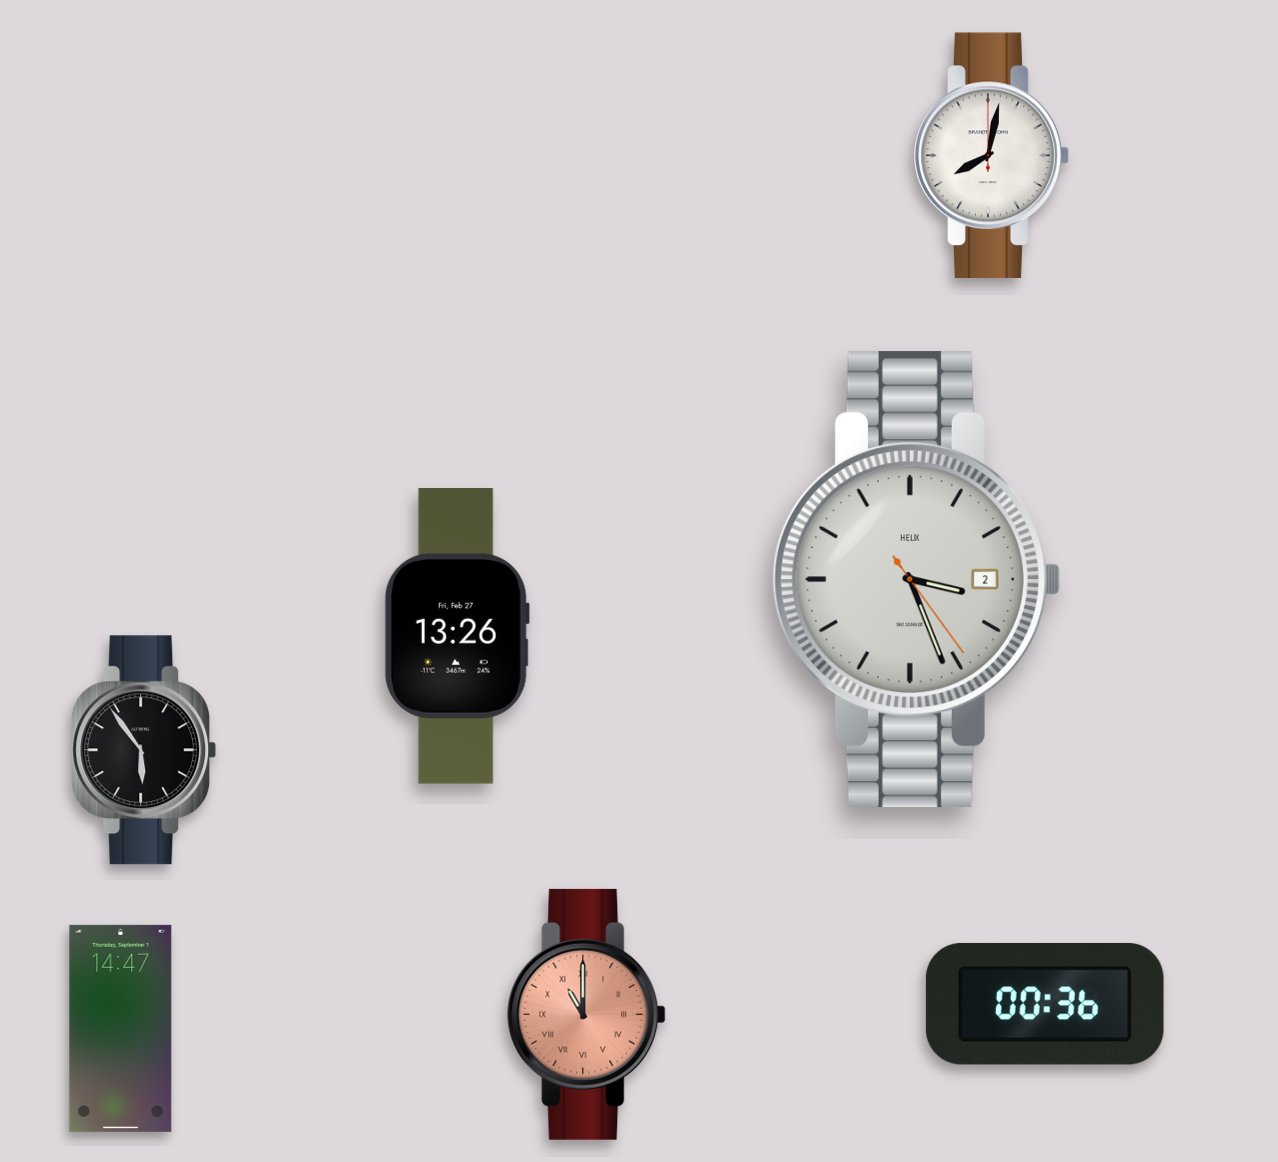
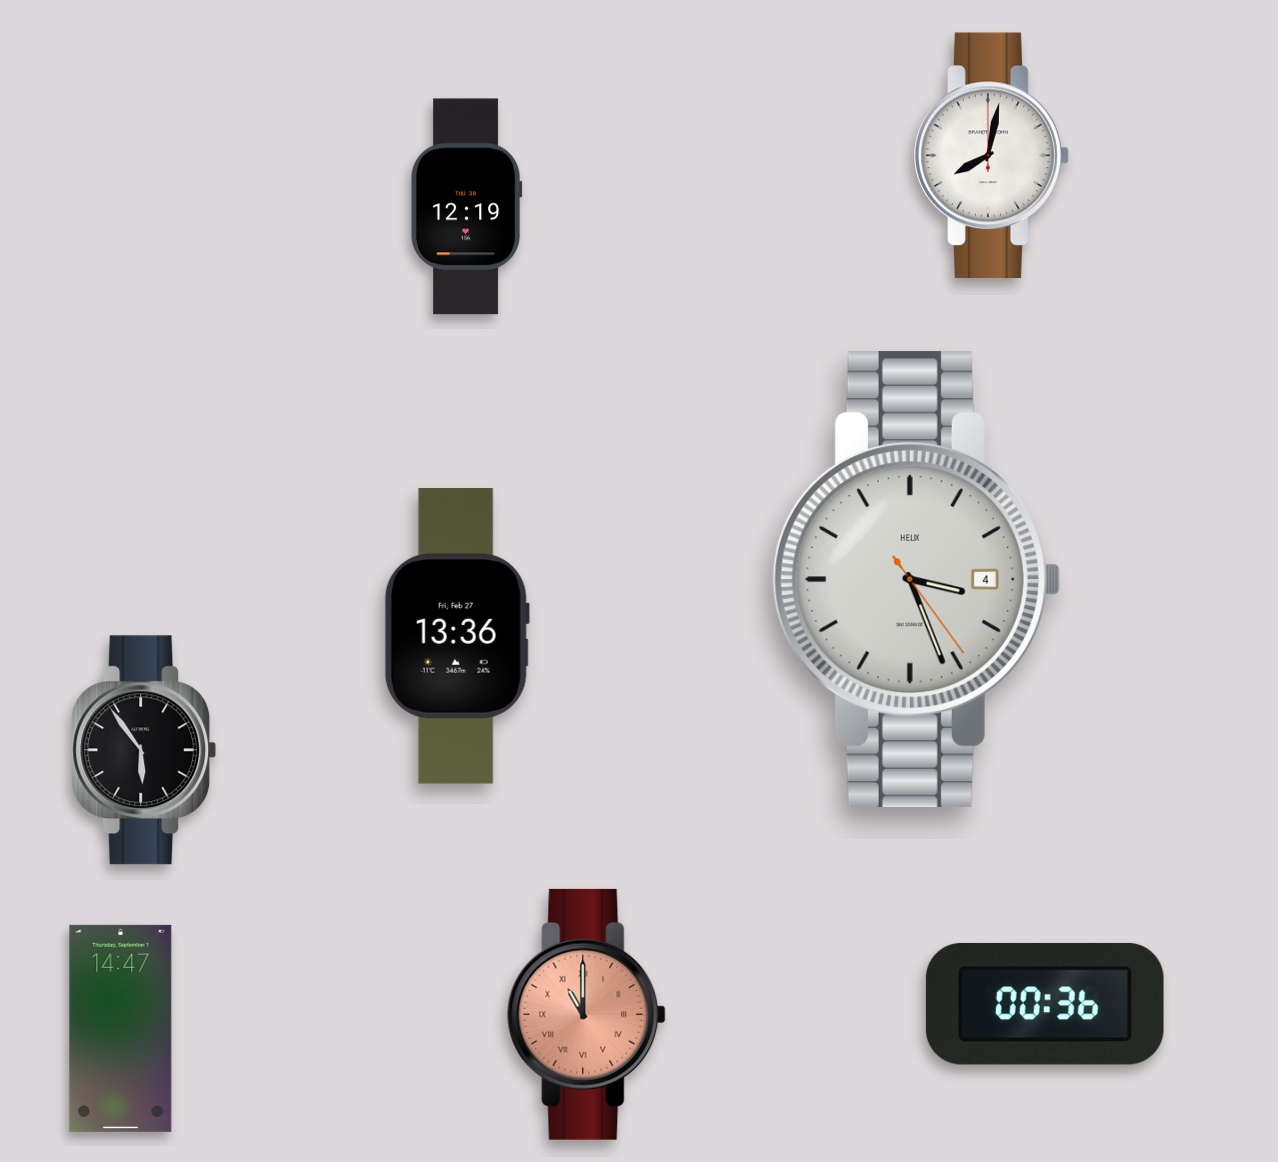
clock at (466, 207): none -> 12:19
clock at (916, 580) date: 2 -> 4
clock at (457, 636): 13:26 -> 13:36
